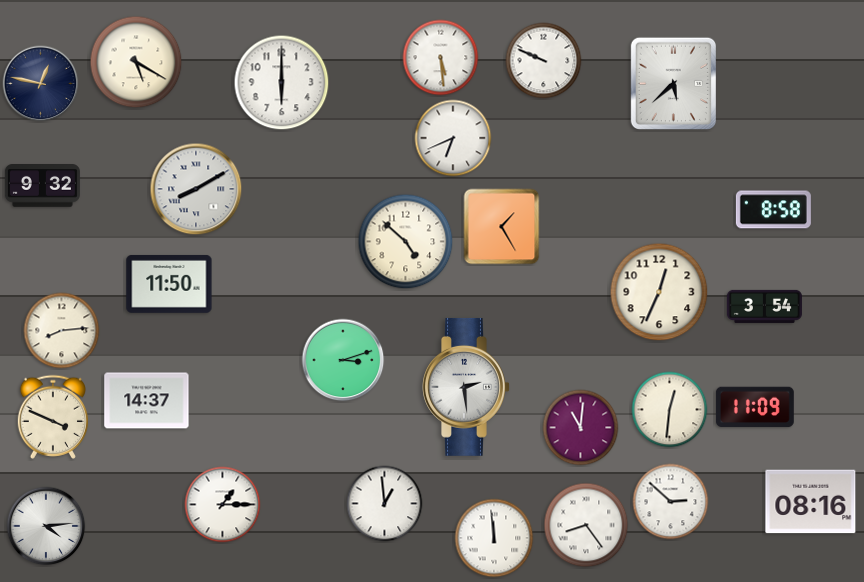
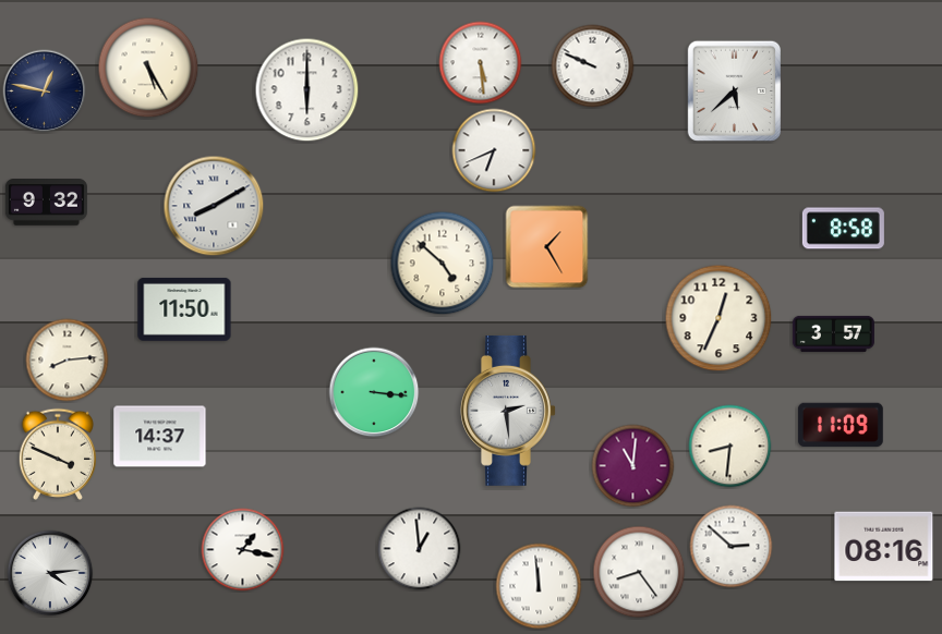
clock at (136, 62): 5:20 -> 5:25
clock at (764, 306): 3:54 -> 3:57
clock at (343, 360): 3:12 -> 3:16
clock at (466, 387) position: (466, 387) -> (508, 411)
clock at (755, 407) position: (755, 407) -> (841, 425)
clock at (670, 410): 12:31 -> 8:31
clock at (223, 505): 1:15 -> 1:17
